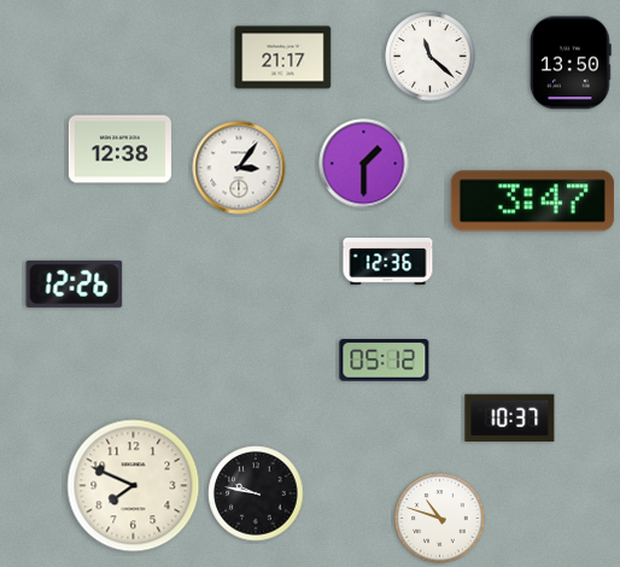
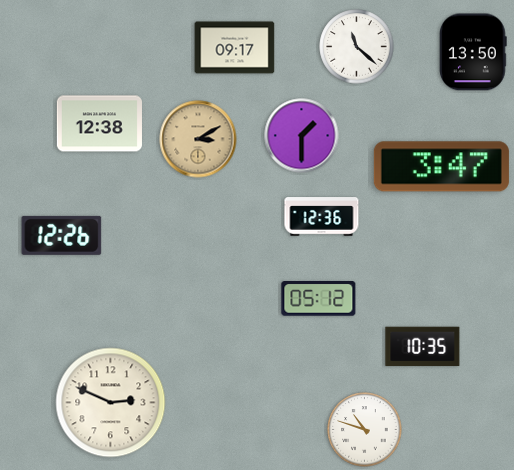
clock at (283, 58): 21:17 -> 09:17
clock at (239, 168): 3:06 -> 3:10
clock at (239, 168) dial: white -> champagne
clock at (510, 419): 10:37 -> 10:35
clock at (134, 486): 7:49 -> 2:49
clock at (256, 493): 9:47 -> none
